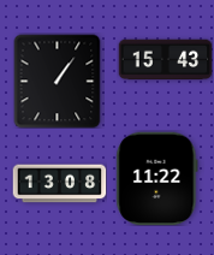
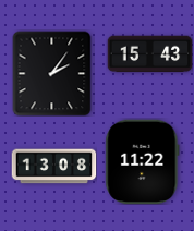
clock at (58, 81): 1:06 -> 2:06
